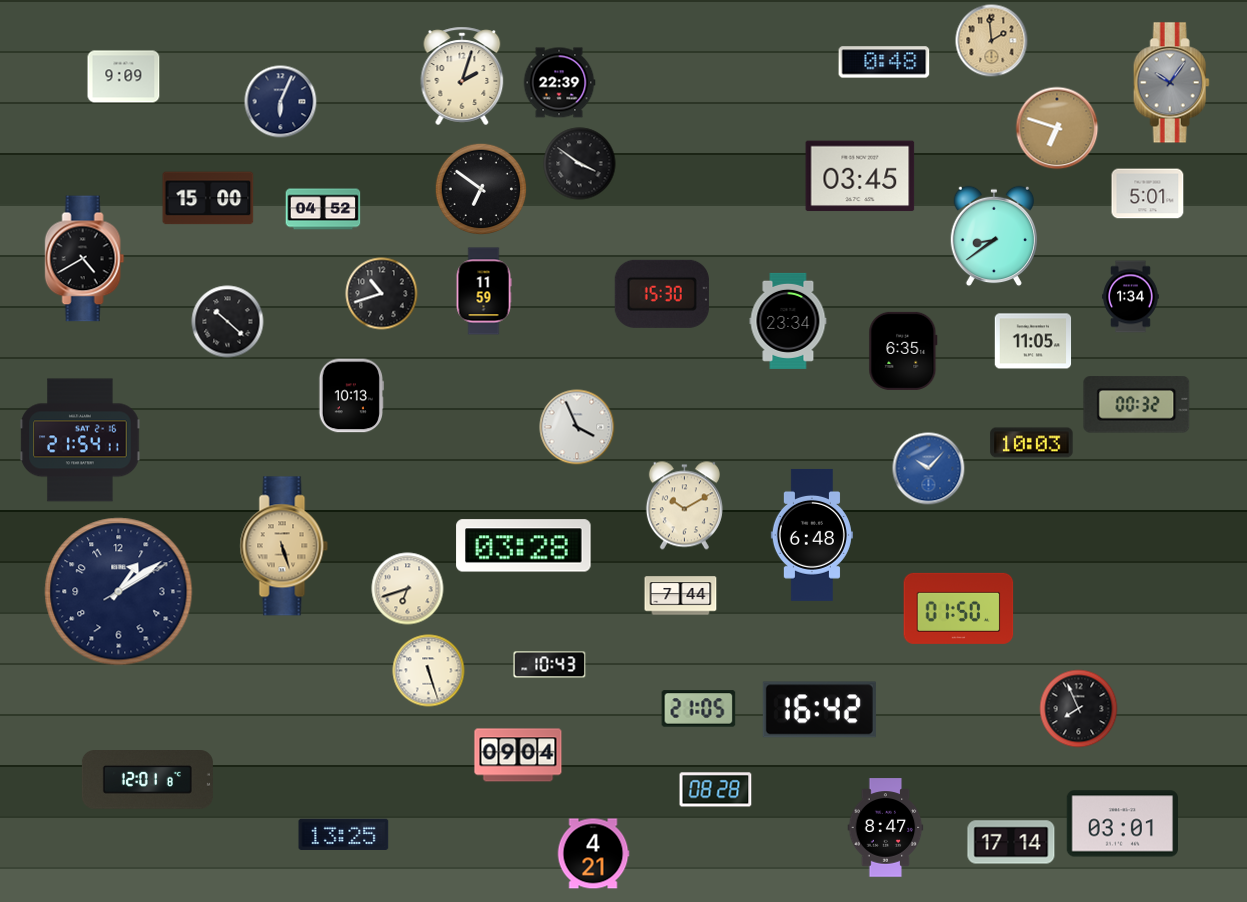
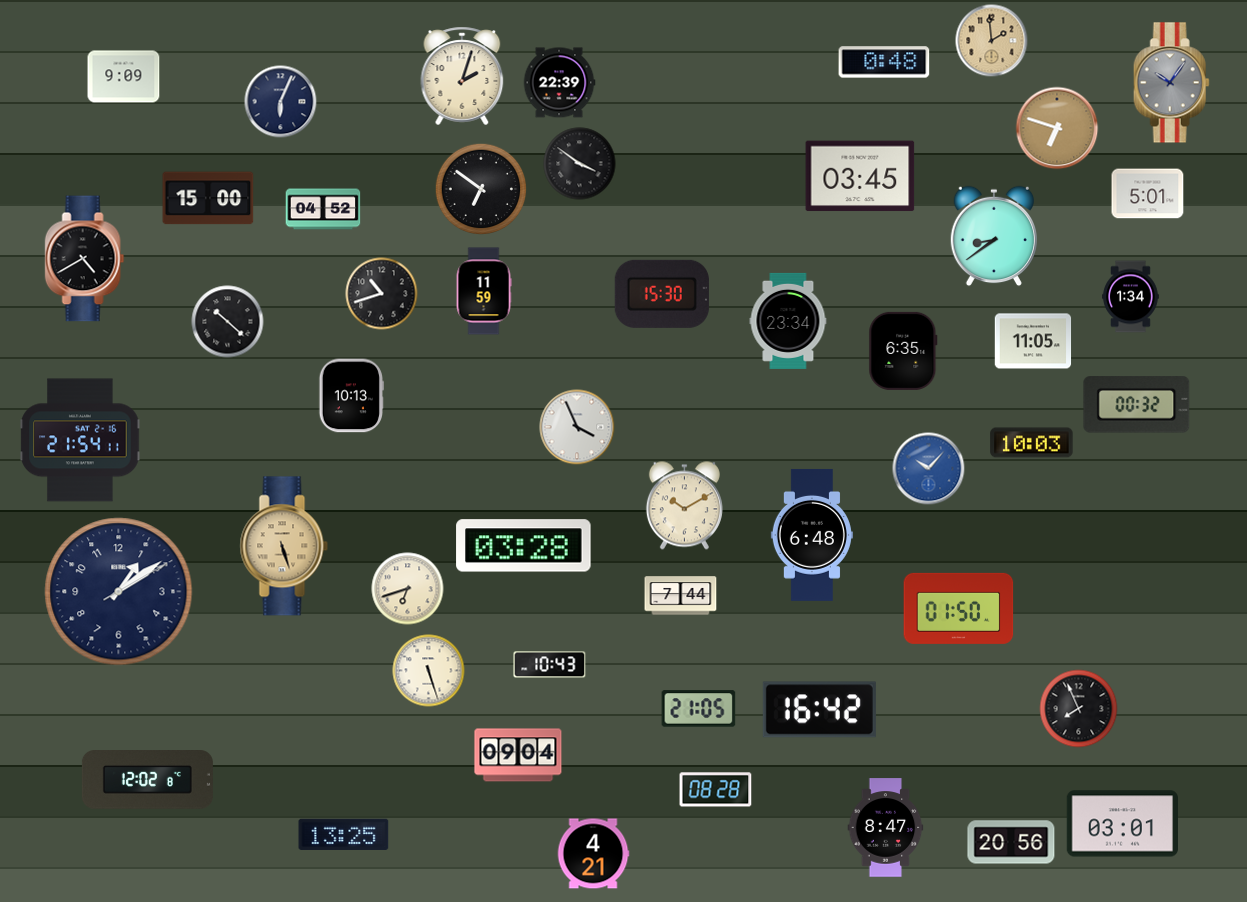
clock at (147, 780): 12:01 -> 12:02
clock at (1011, 842): 17:14 -> 20:56
